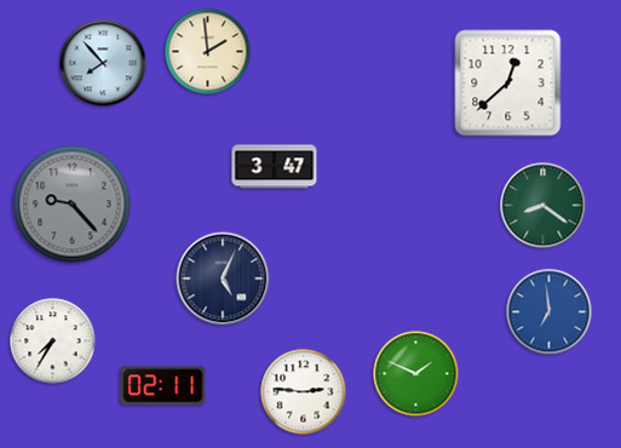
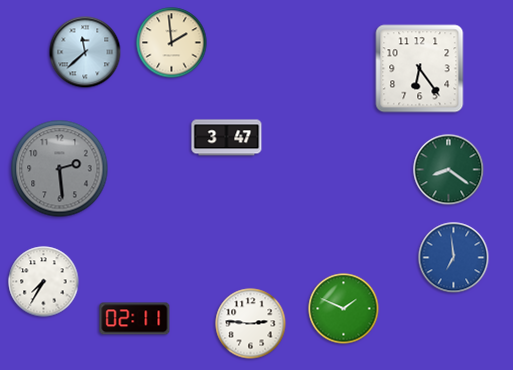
clock at (103, 63): 7:53 -> 11:38
clock at (508, 84): 12:38 -> 6:24
clock at (73, 205): 9:23 -> 2:29
clock at (223, 278): 5:04 -> none
